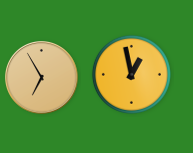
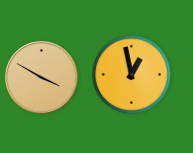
clock at (42, 78): 6:55 -> 3:50
